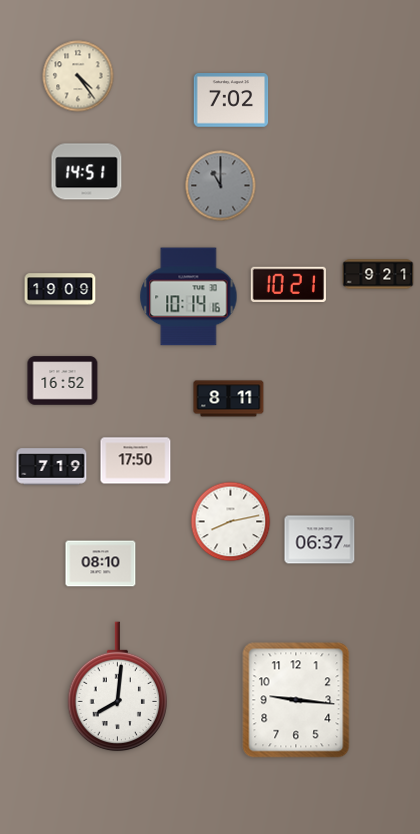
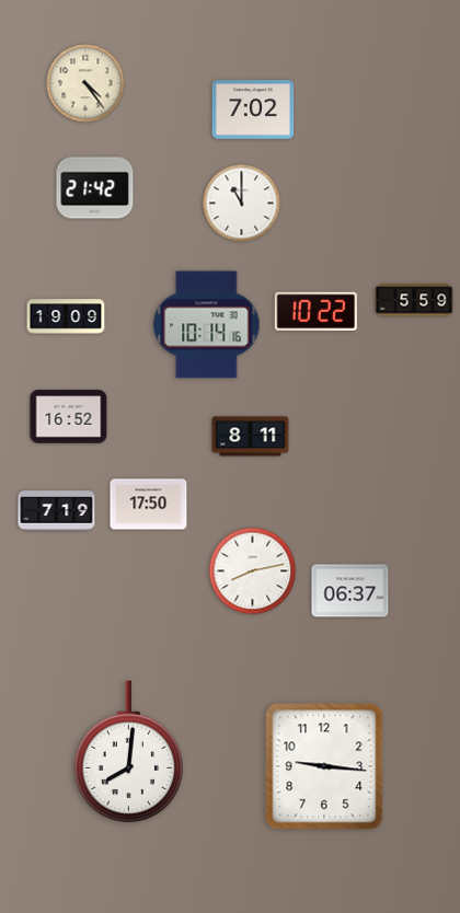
clock at (87, 172): 14:51 -> 21:42
clock at (221, 186) dial: grey -> white
clock at (378, 274): 9:21 -> 5:59
clock at (288, 284): 10:21 -> 10:22
clock at (101, 564): 08:10 -> none
